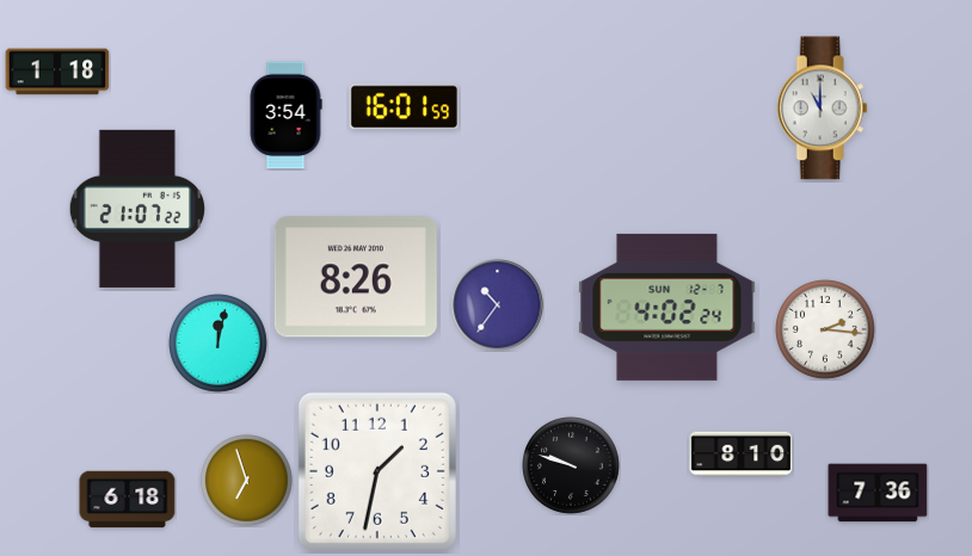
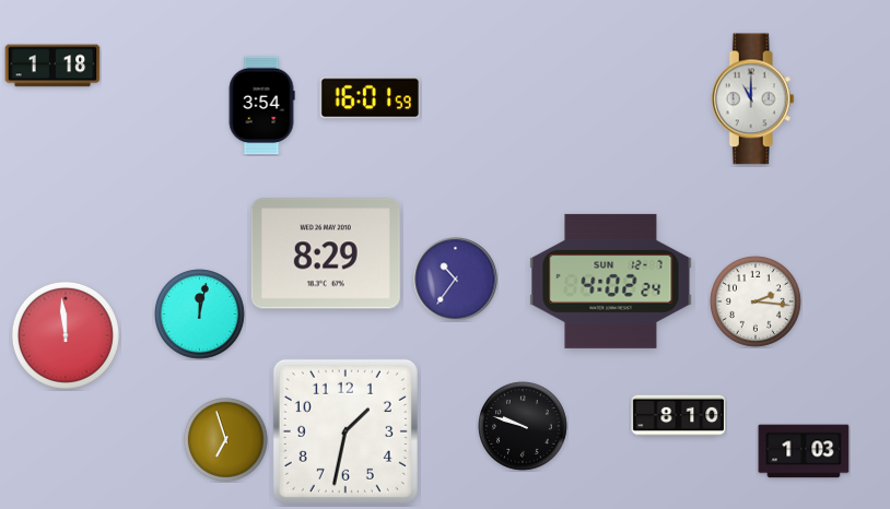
clock at (136, 209): 21:07 -> none
clock at (356, 277): 8:26 -> 8:29
clock at (66, 335): none -> 11:59
clock at (878, 493): 7:36 -> 1:03
clock at (128, 500): 6:18 -> none
